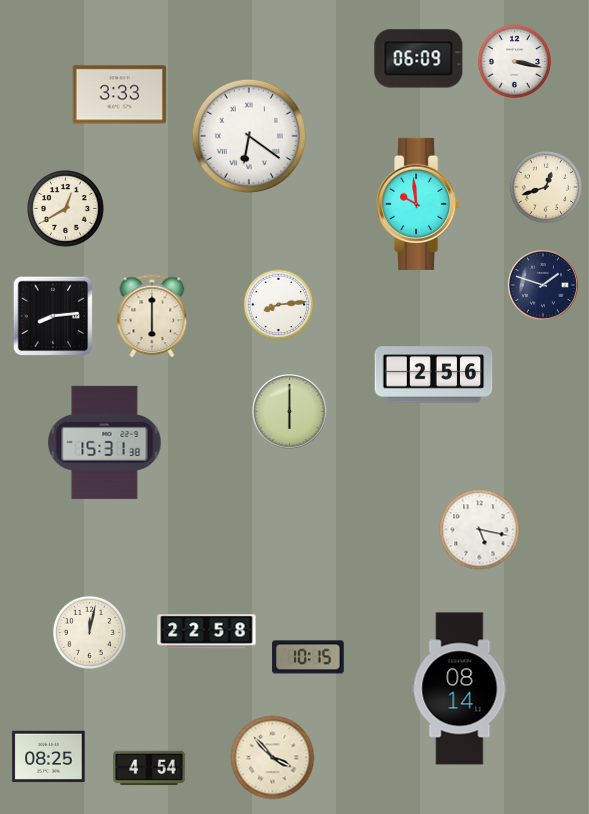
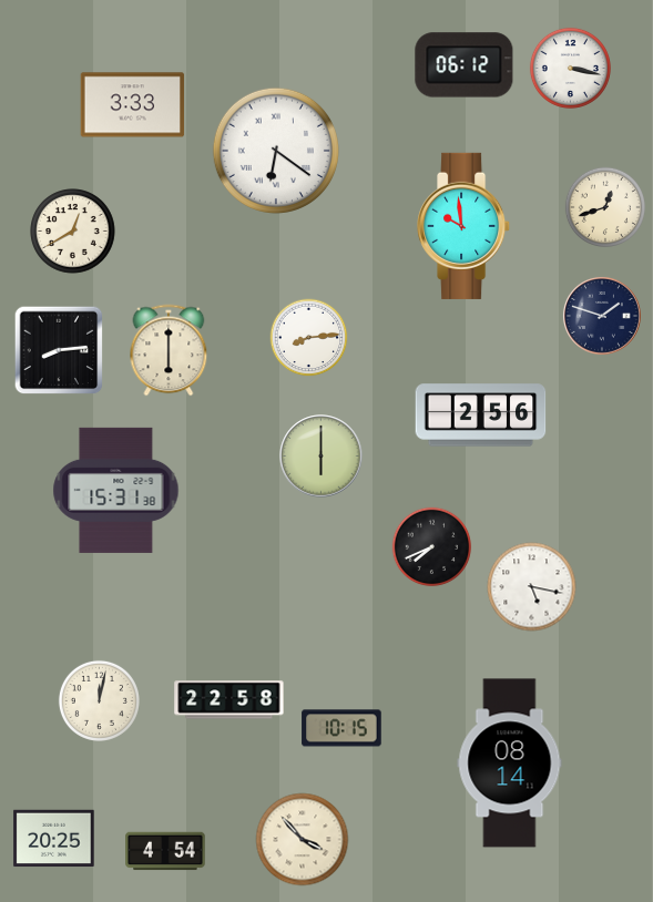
clock at (419, 59): 06:09 -> 06:12
clock at (432, 547): none -> 7:41
clock at (49, 757): 08:25 -> 20:25
